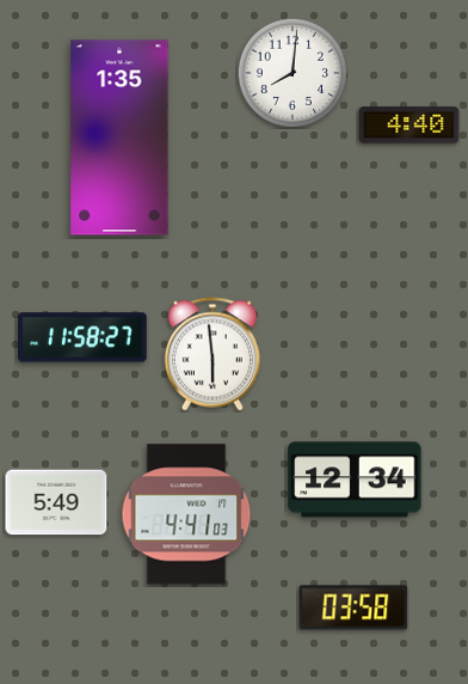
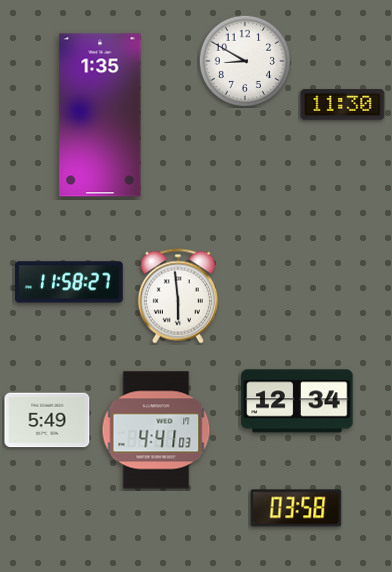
clock at (291, 72): 8:01 -> 8:50
clock at (410, 126): 4:40 -> 11:30
